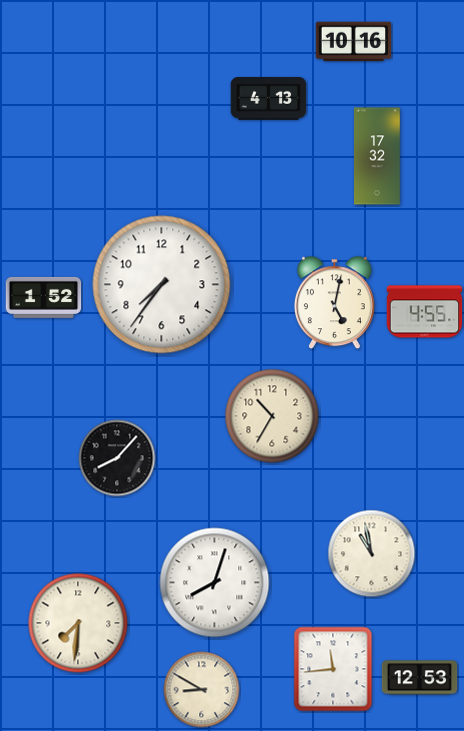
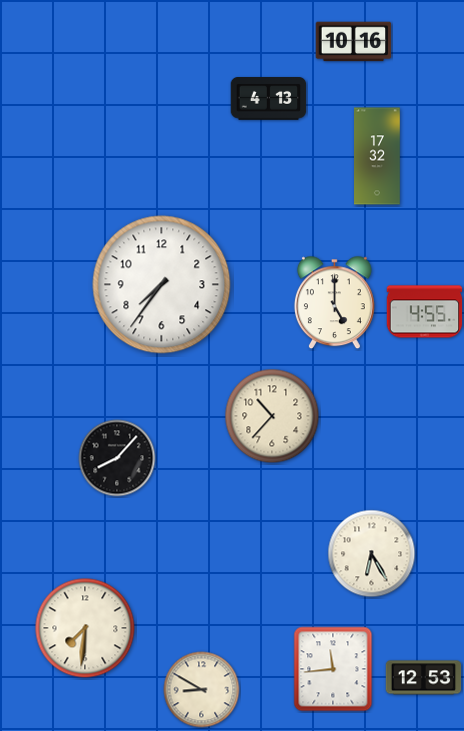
clock at (44, 297): 1:52 -> none
clock at (334, 303): 5:02 -> 5:00
clock at (272, 416): 10:35 -> 10:37
clock at (372, 554): 10:58 -> 6:25
clock at (215, 583): 8:03 -> none
clock at (78, 623) position: (78, 623) -> (85, 628)
clock at (420, 678) position: (420, 678) -> (424, 678)
